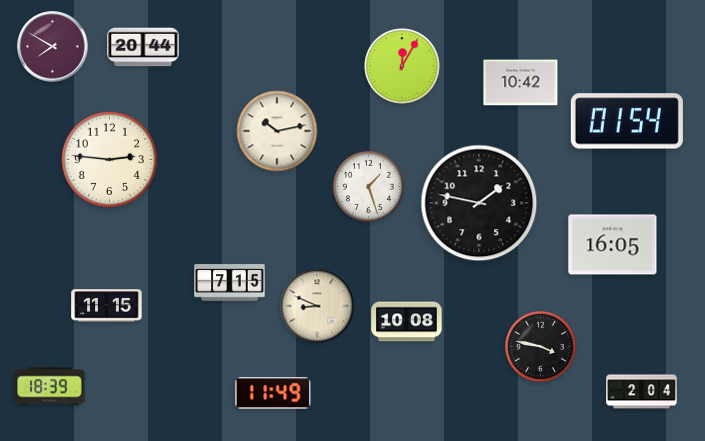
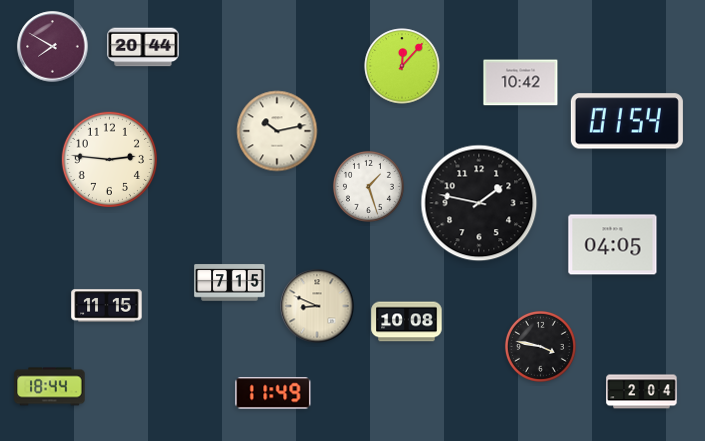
clock at (402, 66): 12:05 -> 12:07
clock at (613, 245): 16:05 -> 04:05
clock at (50, 387): 18:39 -> 18:44
